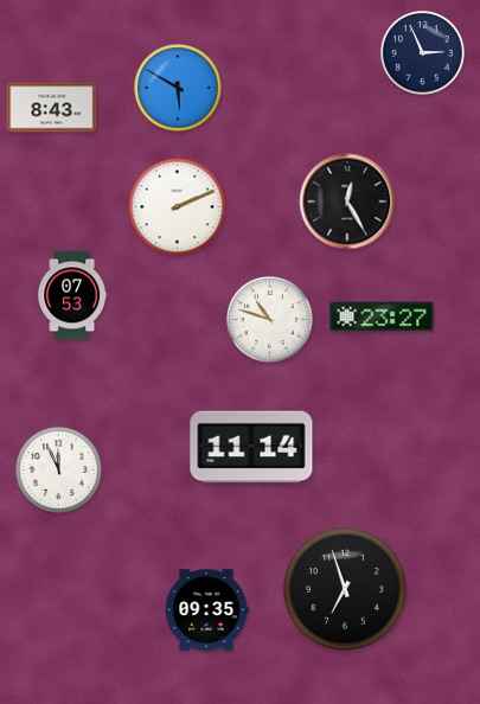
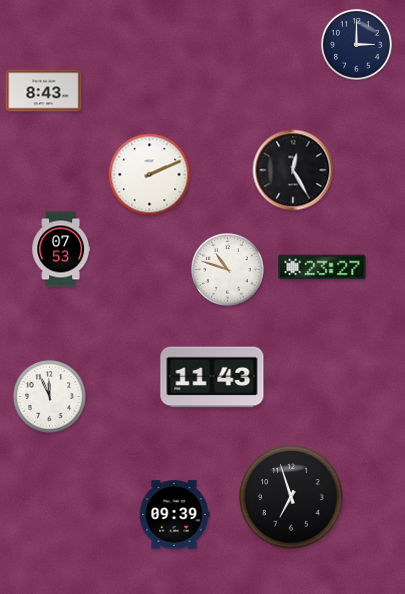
clock at (422, 52): 2:56 -> 3:00
clock at (178, 88): 5:50 -> none
clock at (251, 447): 11:14 -> 11:43
clock at (206, 610): 09:35 -> 09:39
